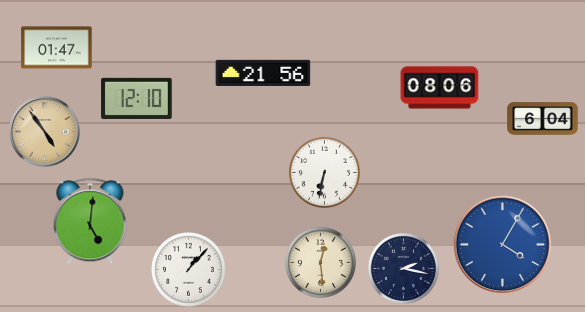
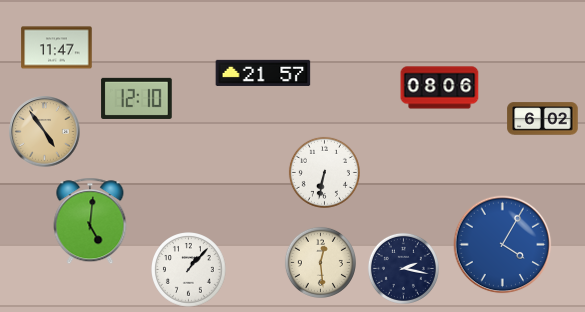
clock at (57, 48): 01:47 -> 11:47
clock at (263, 73): 21:56 -> 21:57
clock at (543, 119): 6:04 -> 6:02
